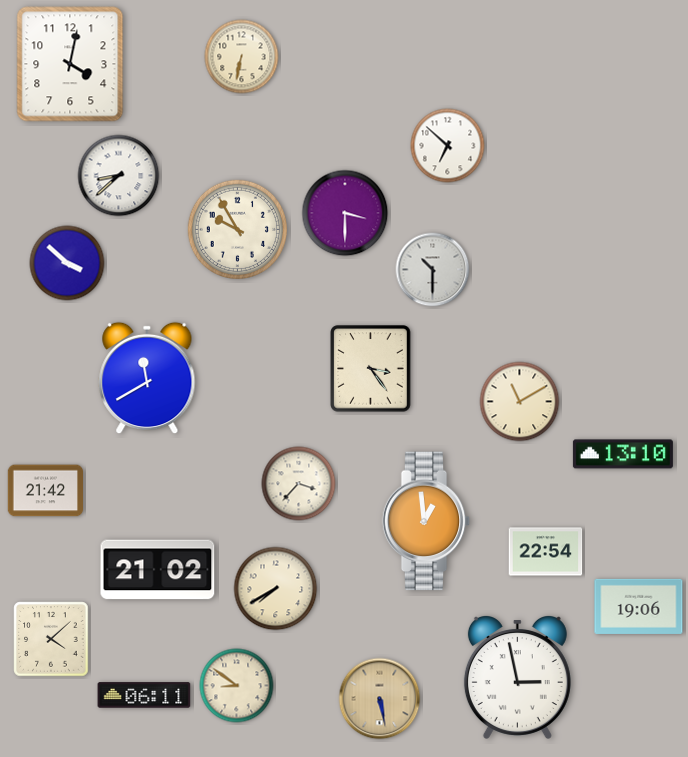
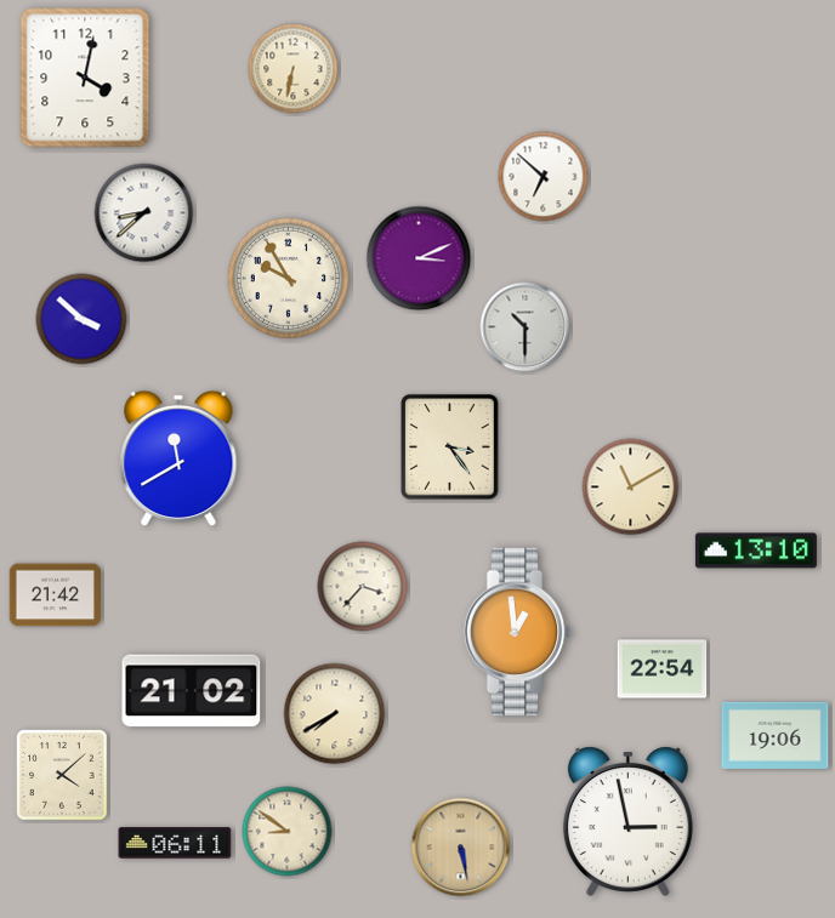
clock at (345, 213): 3:30 -> 3:11
